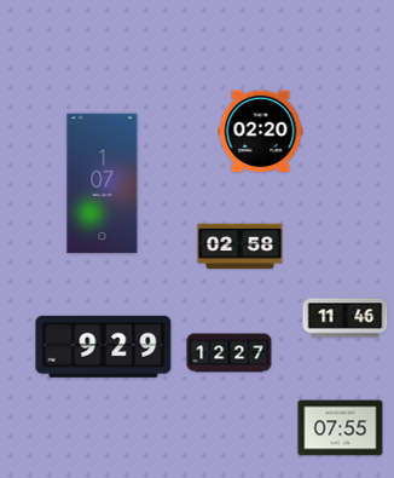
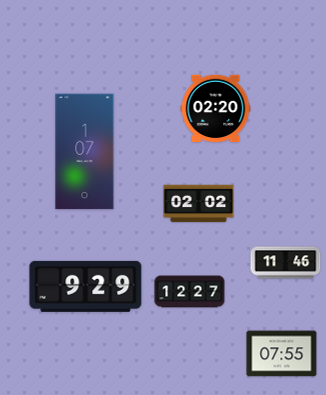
clock at (241, 247): 02:58 -> 02:02
